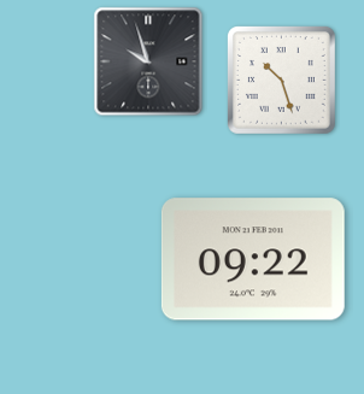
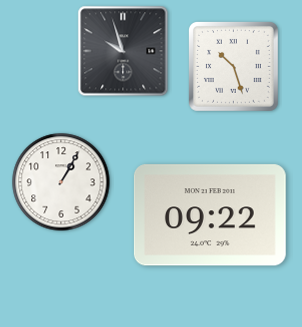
clock at (61, 182): none -> 1:05
